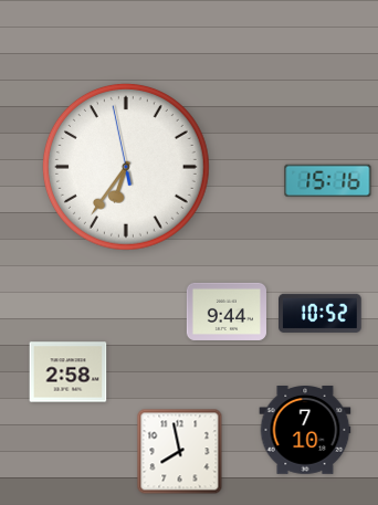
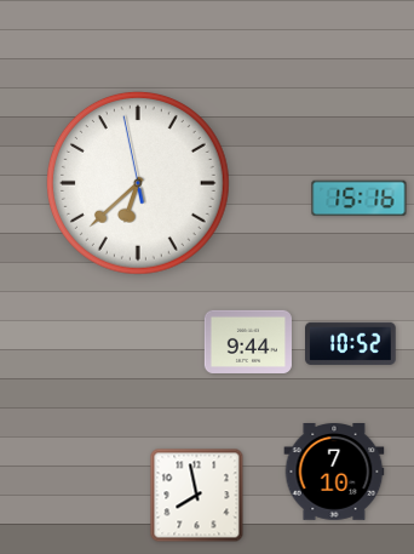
clock at (126, 167): 6:35 -> 6:37
clock at (69, 372): 2:58 -> none
